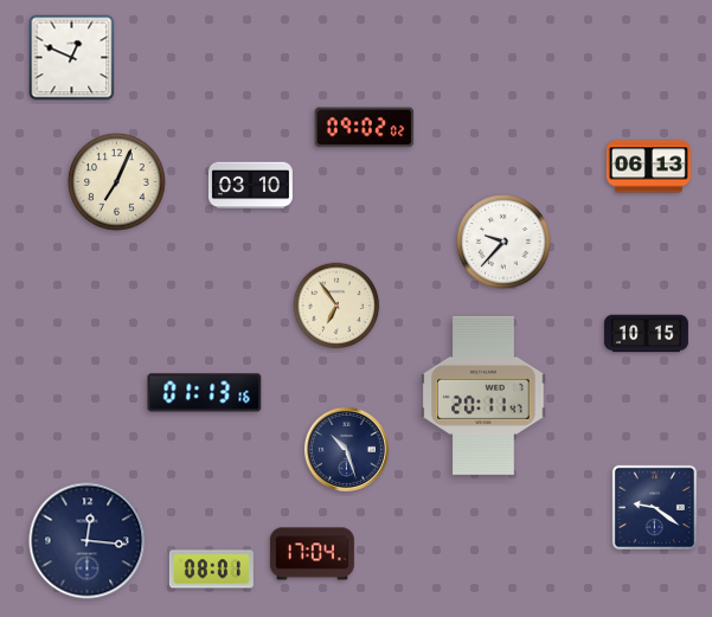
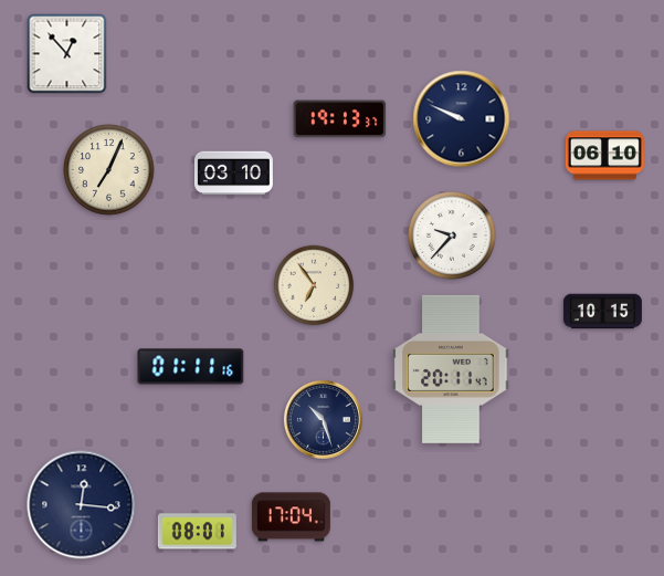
clock at (72, 58): 12:49 -> 12:53
clock at (365, 128): 09:02 -> 19:13
clock at (462, 119): none -> 9:49
clock at (648, 167): 06:13 -> 06:10
clock at (505, 243) position: (505, 243) -> (453, 237)
clock at (205, 393): 01:13 -> 01:11
clock at (654, 507): 9:21 -> none
